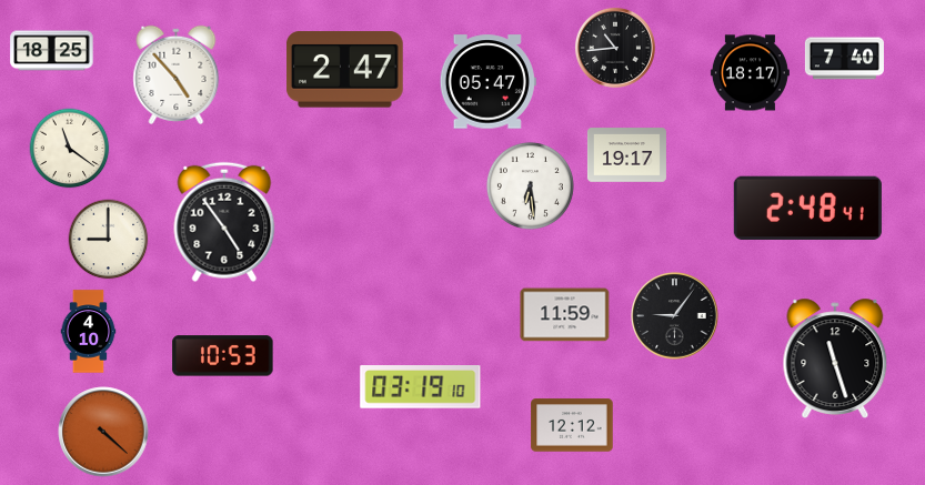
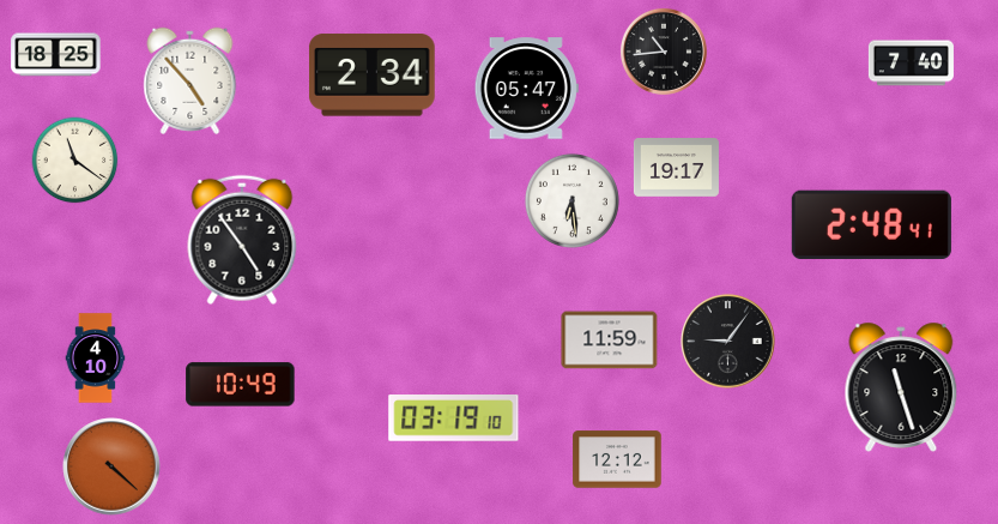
clock at (345, 70): 2:47 -> 2:34
clock at (750, 73): 18:17 -> none
clock at (109, 240): 9:00 -> none
clock at (223, 356): 10:53 -> 10:49
